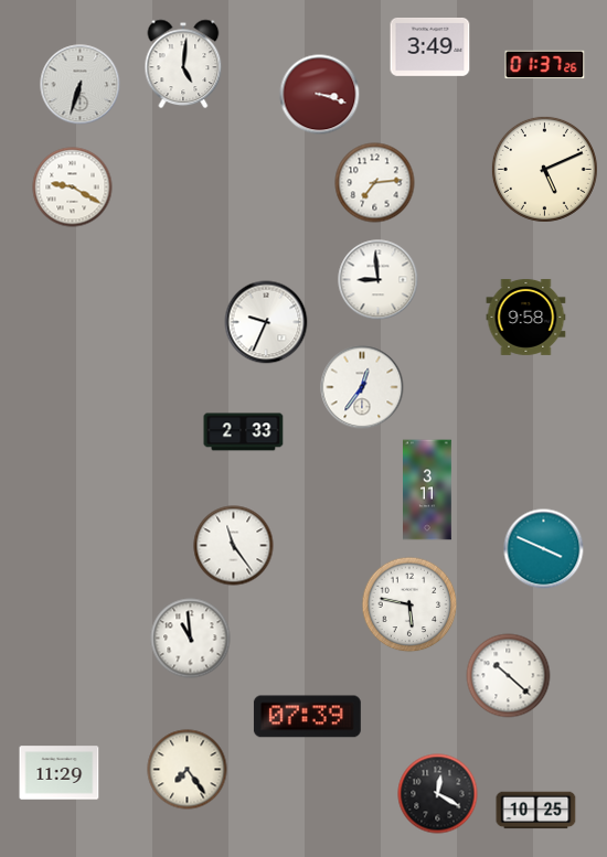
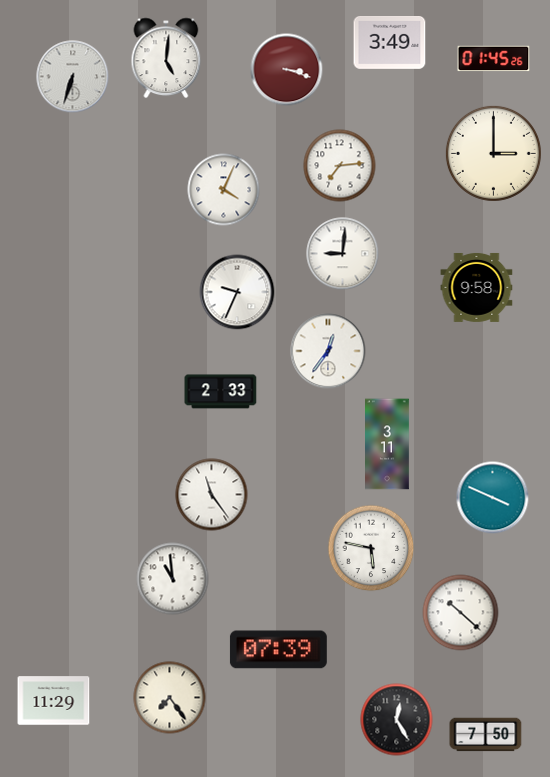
clock at (545, 65): 01:37 -> 01:45
clock at (320, 95) position: (320, 95) -> (287, 70)
clock at (544, 169): 5:11 -> 3:00
clock at (73, 188): 9:20 -> none
clock at (224, 190): none -> 4:04
clock at (379, 280): 8:59 -> 9:01
clock at (266, 322) position: (266, 322) -> (237, 292)
clock at (438, 794): 12:20 -> 12:25
clock at (536, 811): 10:25 -> 7:50
